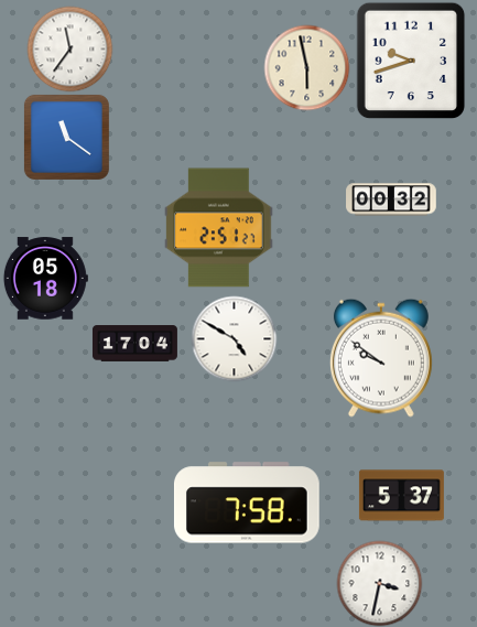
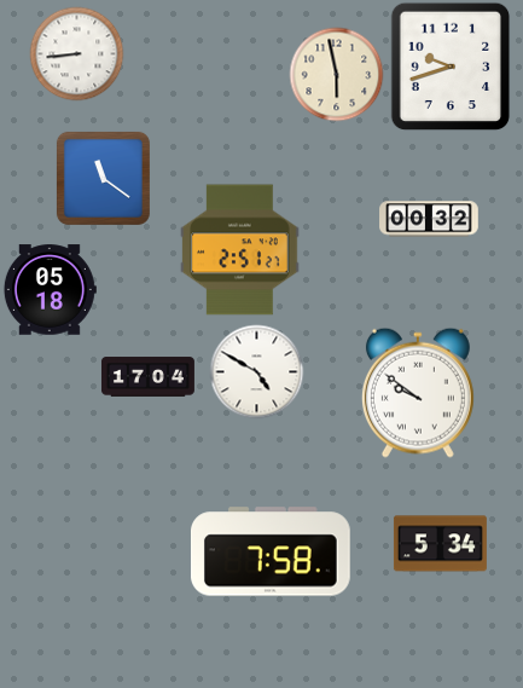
clock at (69, 48): 11:36 -> 8:44
clock at (66, 137) position: (66, 137) -> (103, 178)
clock at (45, 279) position: (45, 279) -> (50, 290)
clock at (401, 496): 5:37 -> 5:34
clock at (379, 583): 3:32 -> none
